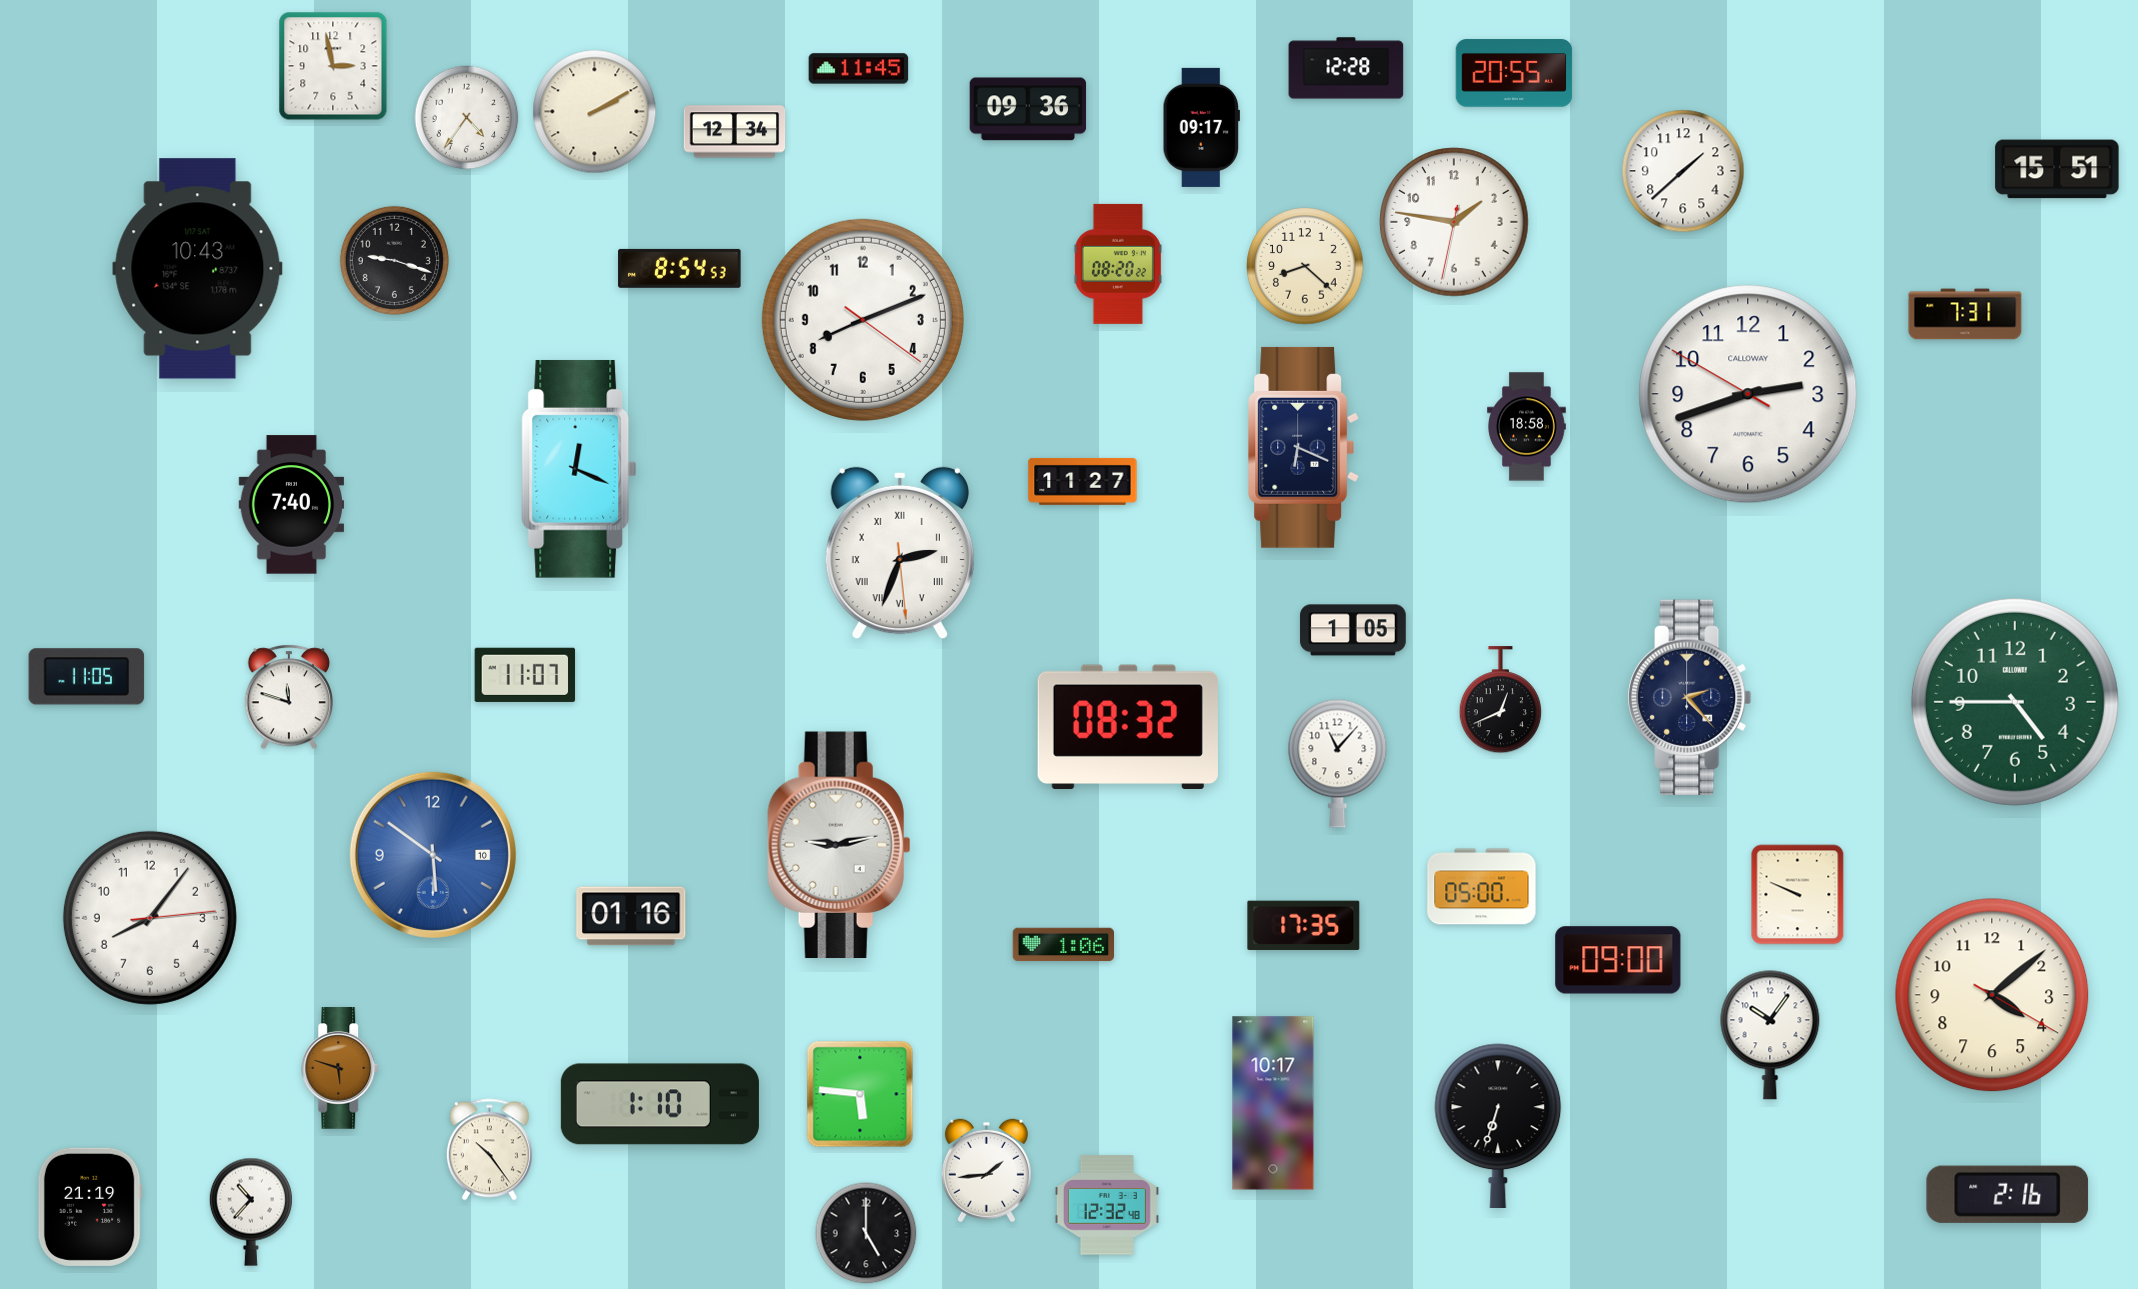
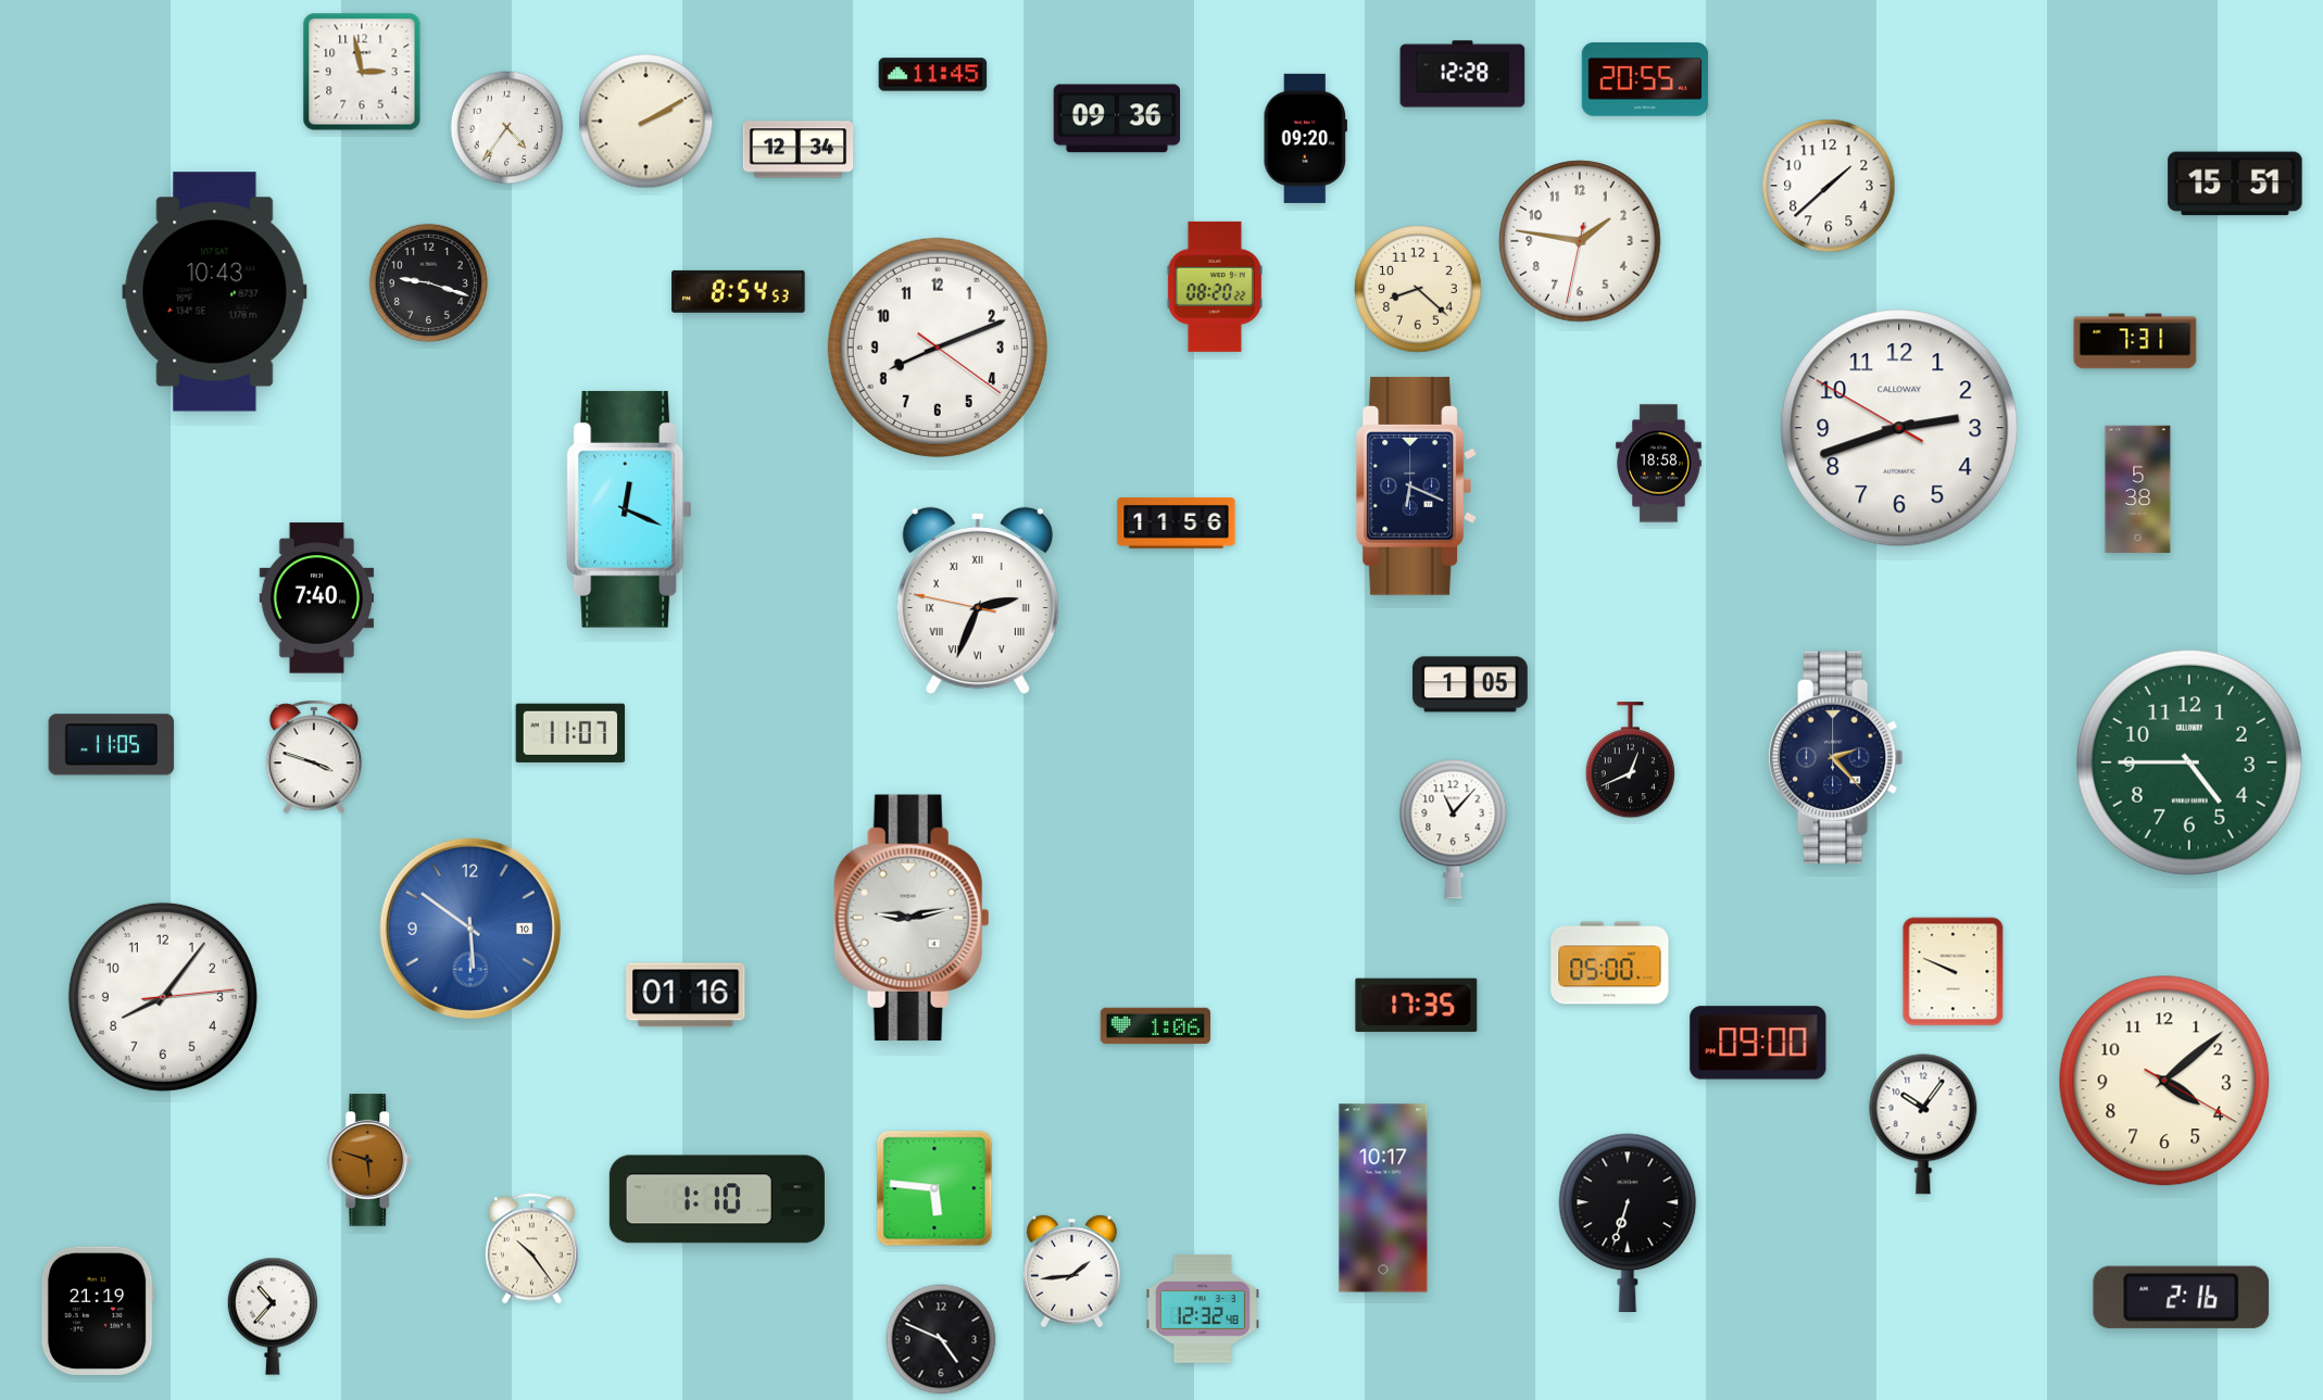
clock at (1201, 127): 09:17 -> 09:20
clock at (735, 132) position: (735, 132) -> (799, 150)
clock at (2138, 490): none -> 5:38
clock at (1083, 481): 11:27 -> 11:56
clock at (292, 505) position: (292, 505) -> (317, 598)
clock at (900, 553): 2:33:29 -> 2:33:47
clock at (87, 677) position: (87, 677) -> (112, 745)
clock at (288, 697): 11:48 -> 3:48
clock at (1128, 726): 08:32 -> none
clock at (866, 1233): 5:00 -> 4:49
